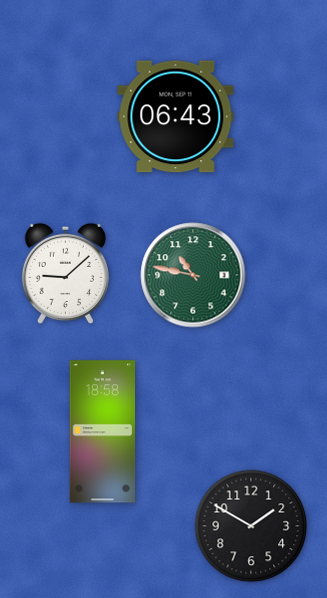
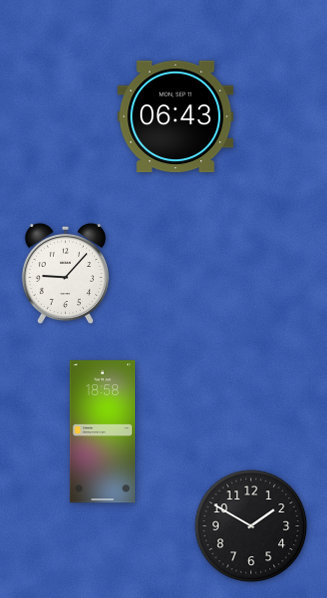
clock at (65, 273): 9:08 -> 9:07
clock at (193, 275): 10:47 -> none
